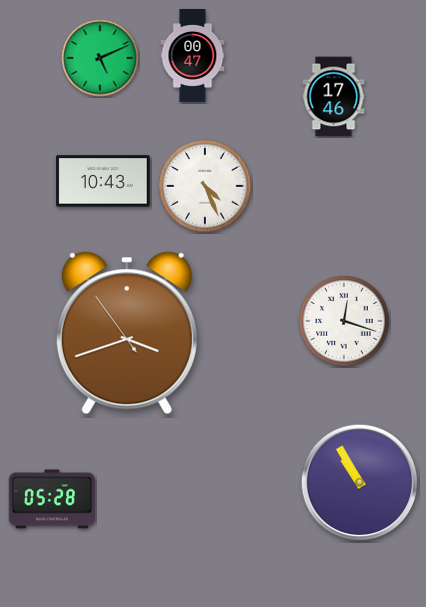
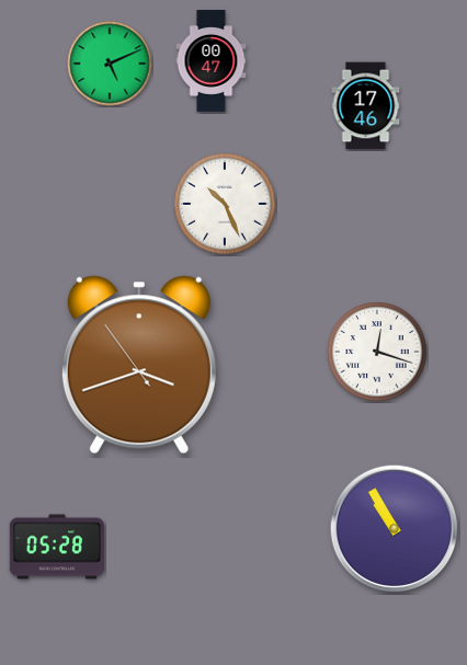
clock at (104, 181): 10:43 -> none
clock at (205, 186): 4:26 -> 10:26
